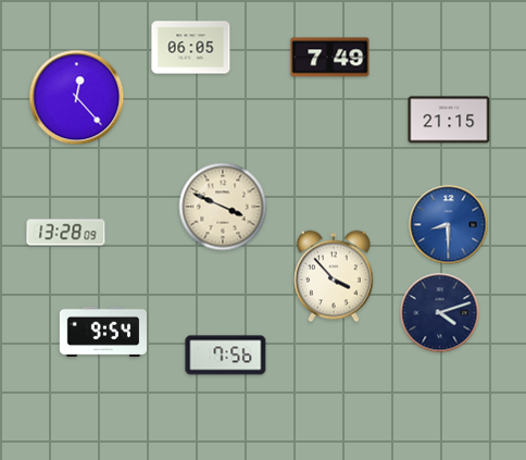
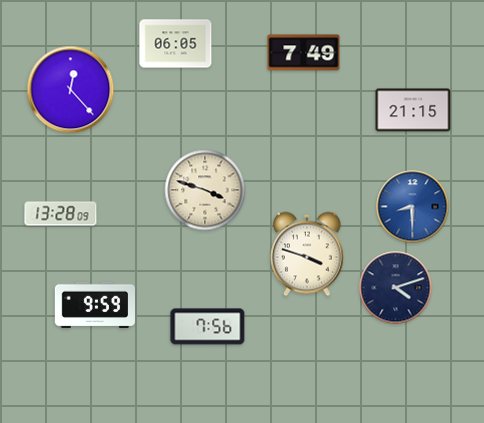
clock at (223, 207): 3:49 -> 3:48
clock at (334, 276): 3:53 -> 3:48
clock at (440, 313) position: (440, 313) -> (396, 288)
clock at (103, 331): 9:54 -> 9:59
